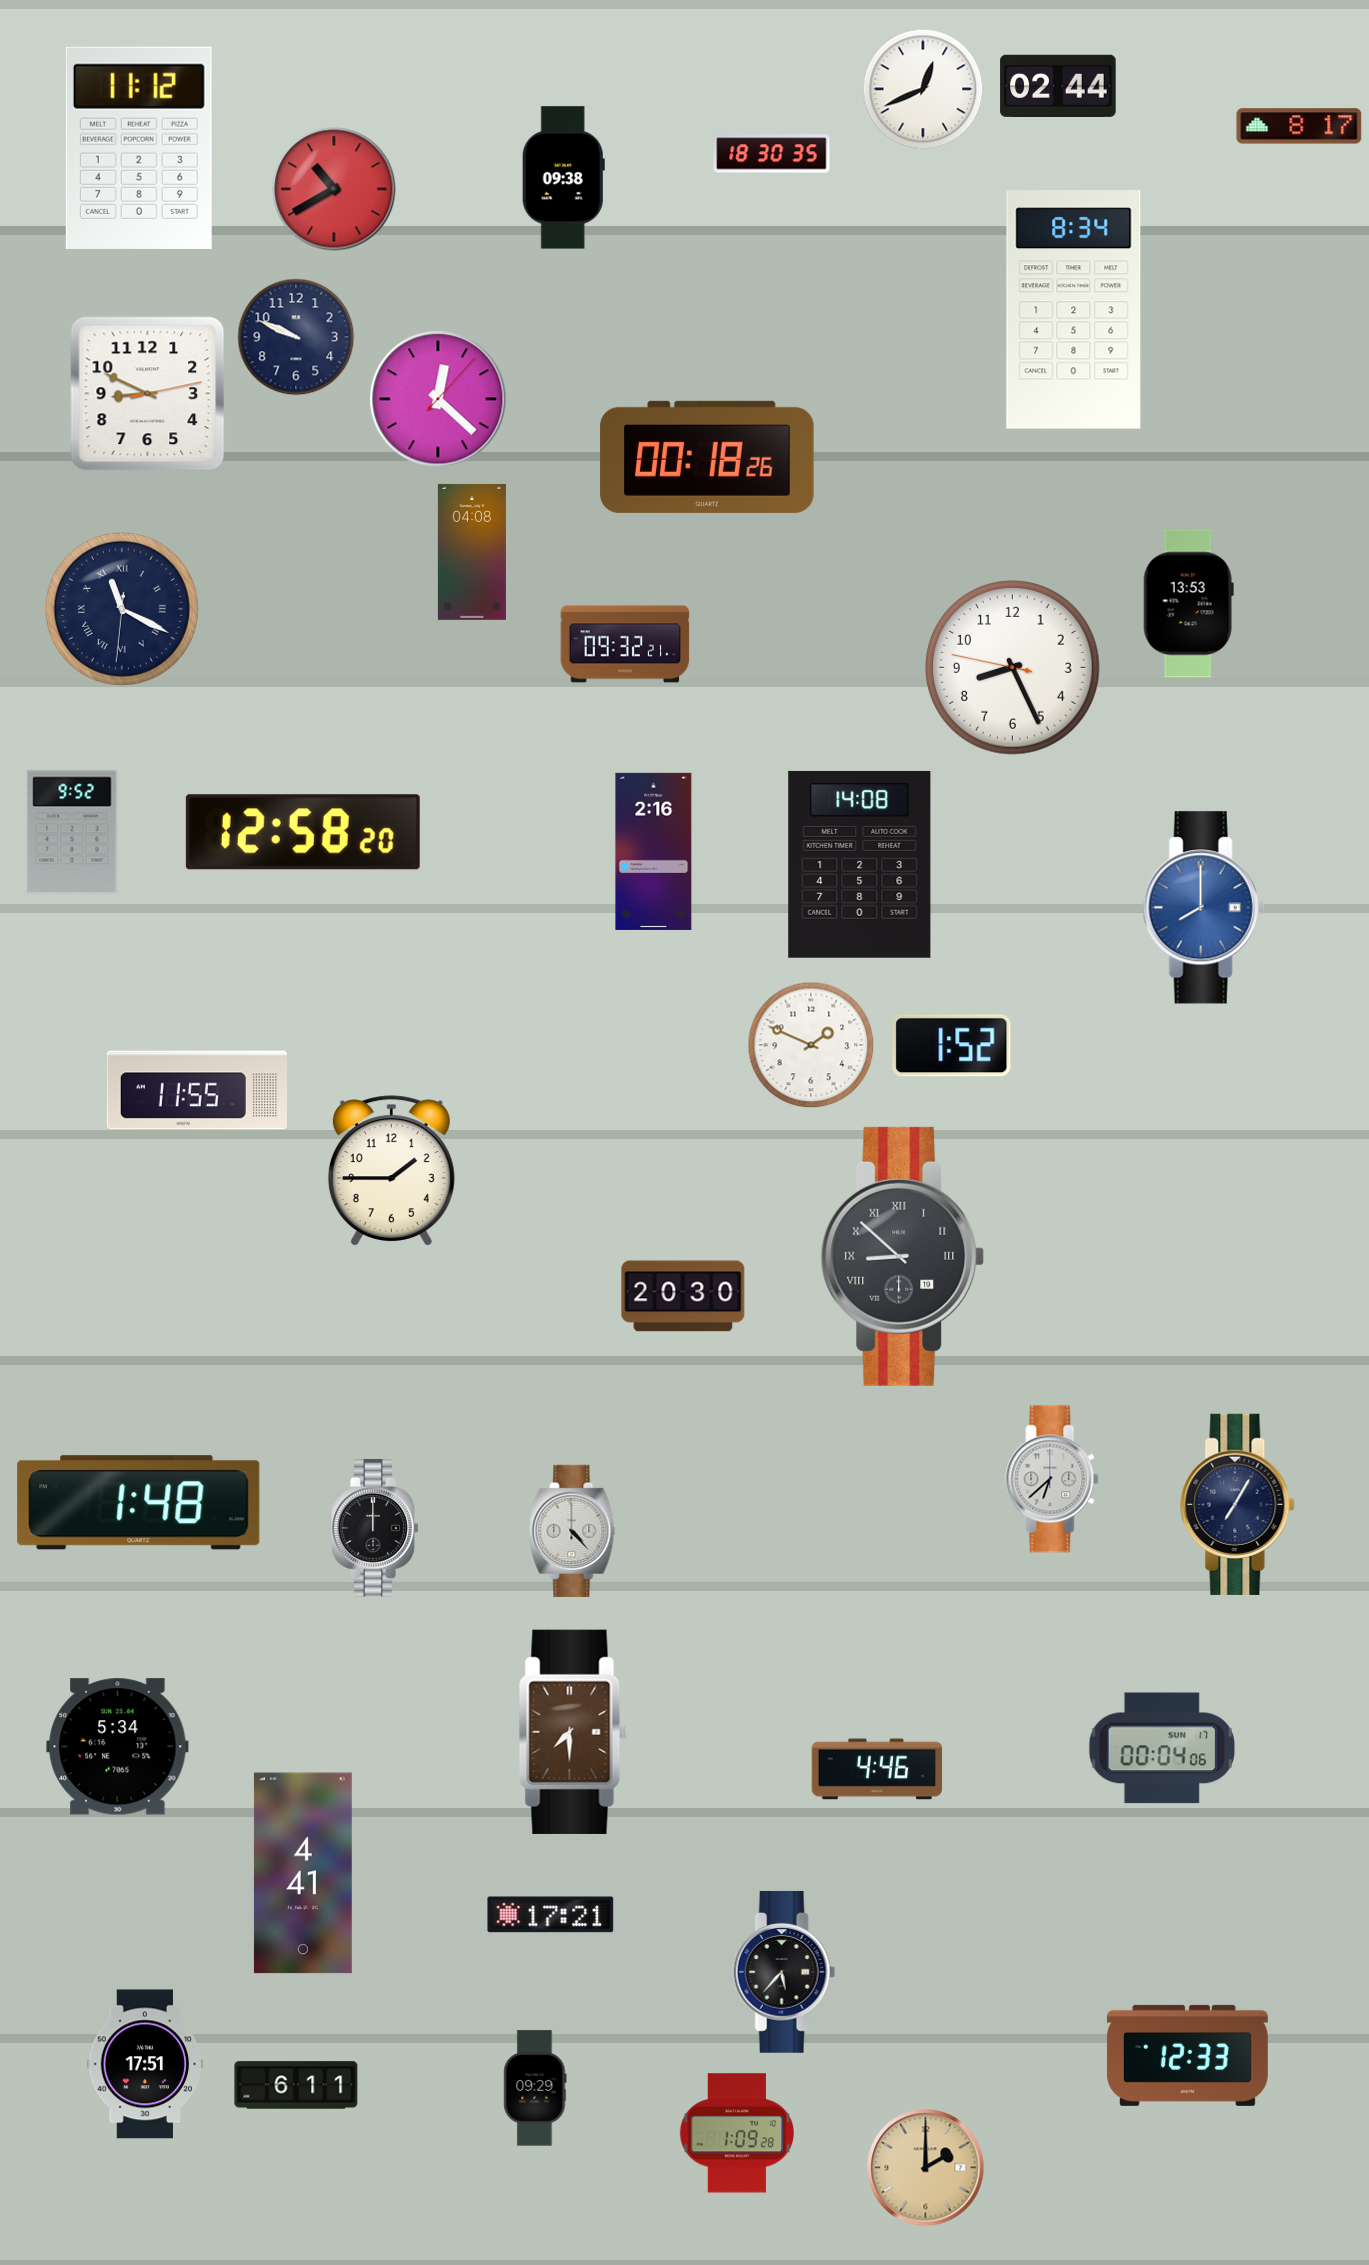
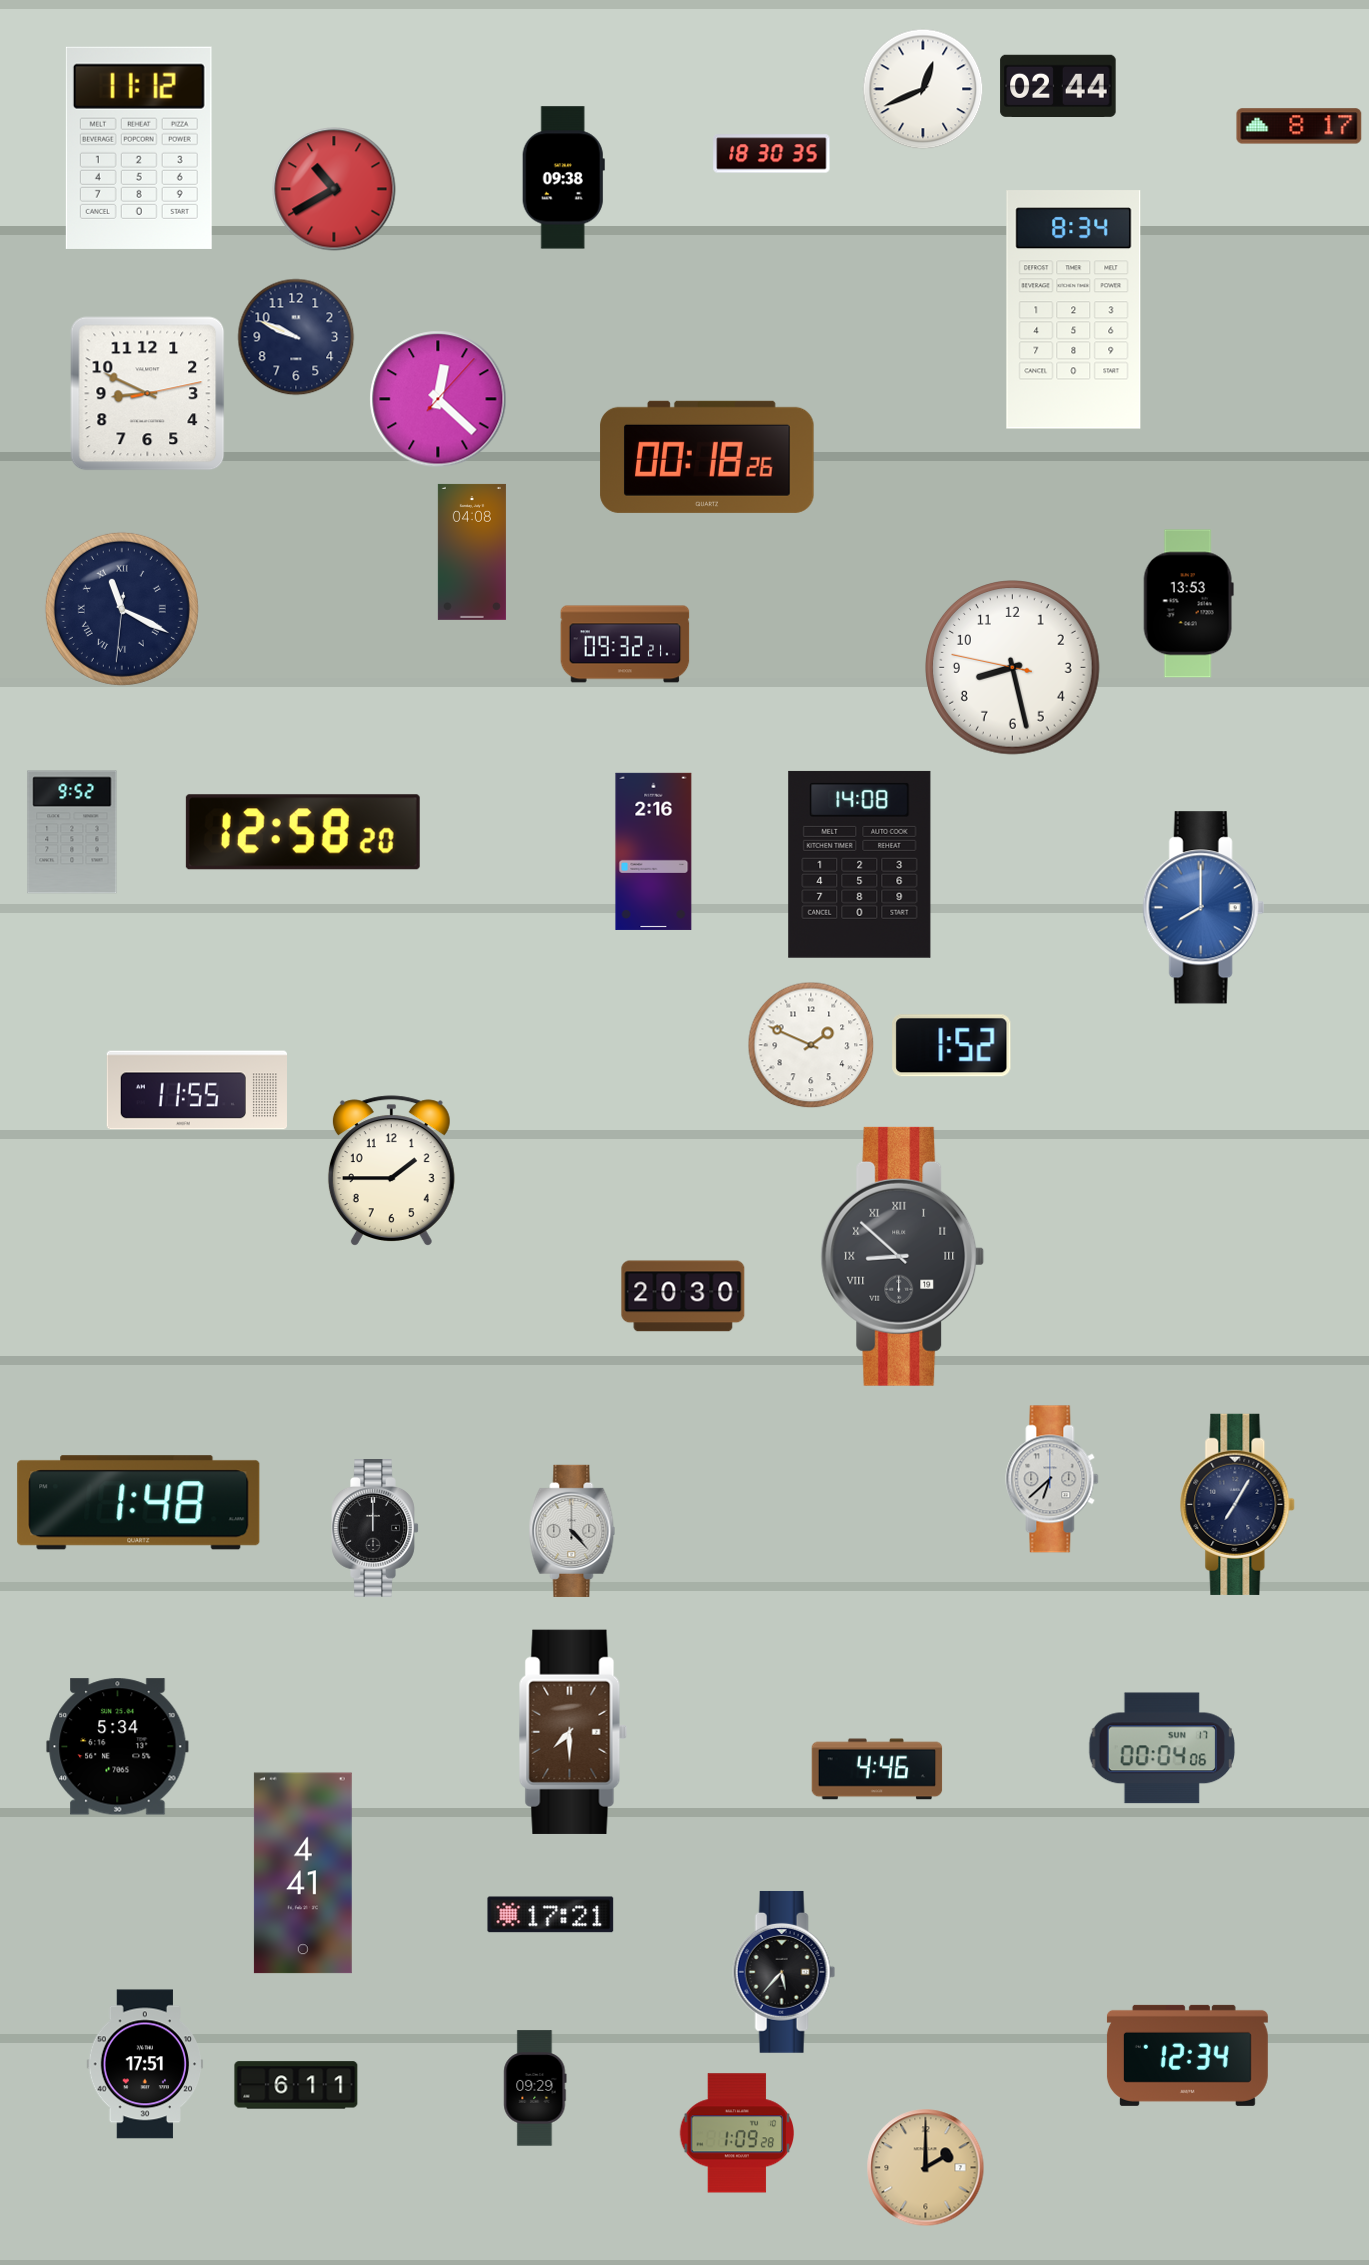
clock at (1013, 668): 8:25 -> 8:27
clock at (1187, 2055): 12:33 -> 12:34
